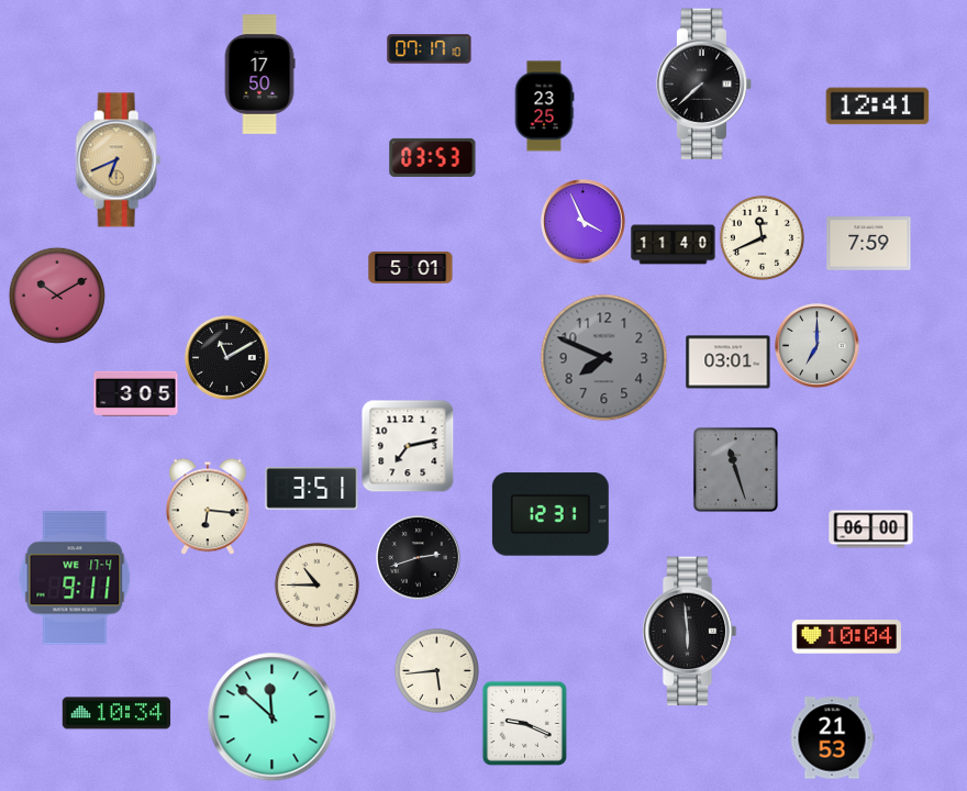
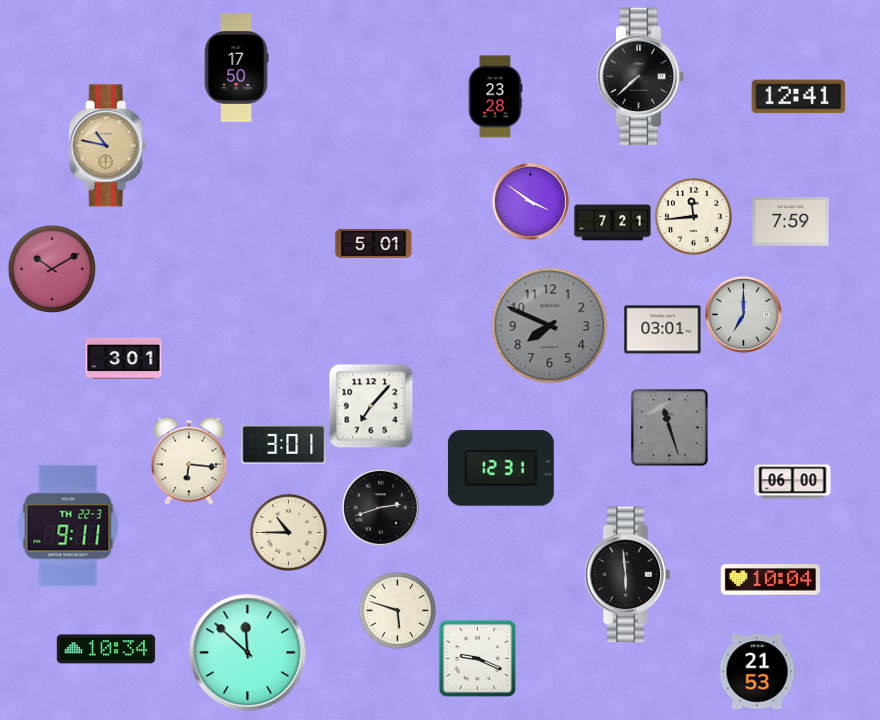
clock at (430, 49): 07:17 -> none
clock at (544, 107): 23:25 -> 23:28
clock at (433, 157): 03:53 -> none
clock at (119, 160): 6:41 -> 10:47
clock at (583, 222): 3:56 -> 3:51
clock at (762, 237): 11:41 -> 11:44
clock at (674, 245): 11:40 -> 7:21
clock at (227, 358): 11:10 -> none
clock at (136, 393): 3:05 -> 3:01
clock at (408, 446): 7:13 -> 7:07
clock at (312, 489): 3:51 -> 3:01
clock at (75, 578) date: WE 17-4 -> TH 22-3
clock at (436, 670): 5:44 -> 5:48
